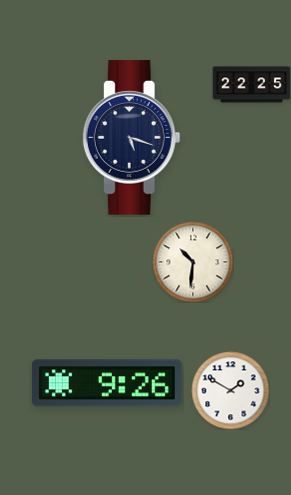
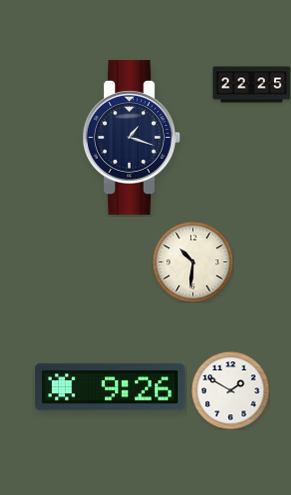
clock at (131, 138): 5:18 -> 1:18
clock at (107, 383) position: (107, 383) -> (110, 387)
